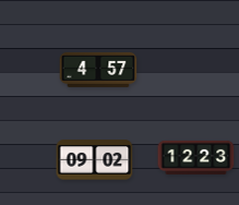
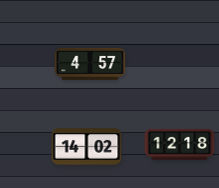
clock at (196, 157): 12:23 -> 12:18
clock at (95, 160): 09:02 -> 14:02
